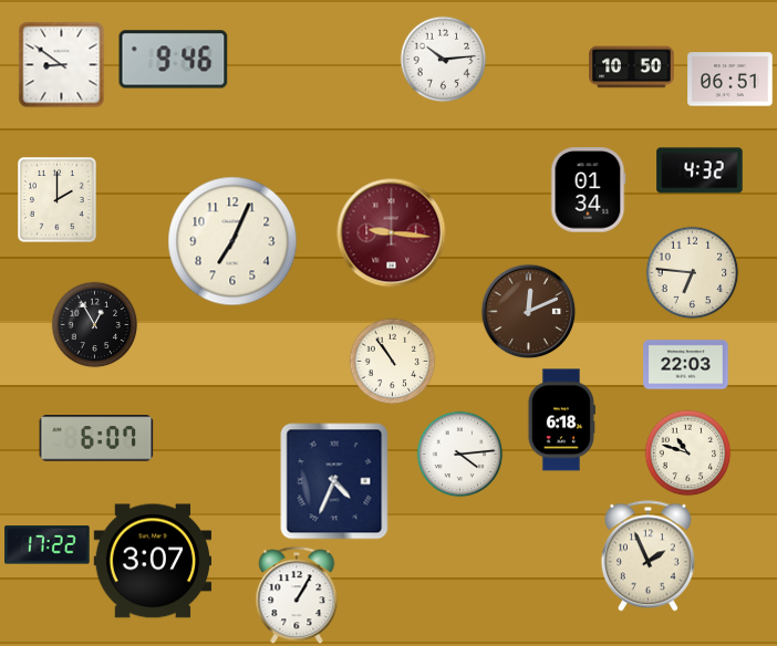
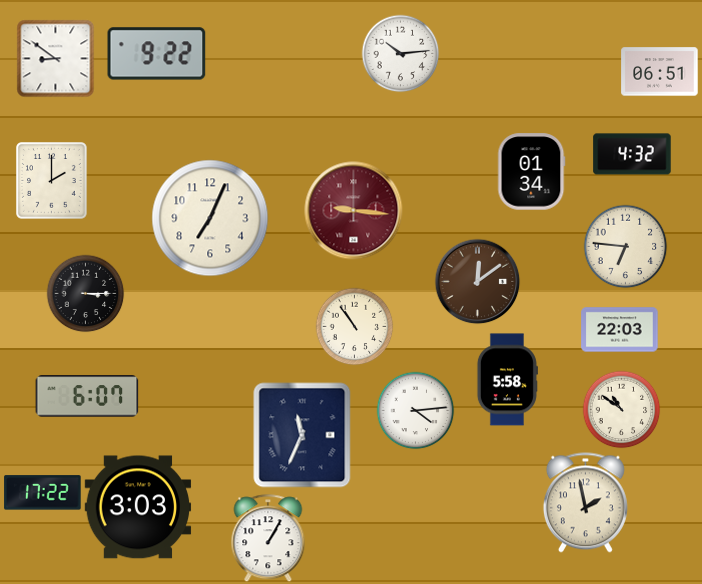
clock at (174, 60): 9:46 -> 9:22
clock at (632, 67): 10:50 -> none
clock at (528, 311): 12:11 -> 12:09
clock at (94, 324): 12:55 -> 3:15
clock at (561, 420): 6:18 -> 5:58
clock at (687, 452): 10:48 -> 10:51
clock at (334, 481): 4:34 -> 11:34
clock at (647, 556): 1:56 -> 1:58
clock at (153, 561): 3:07 -> 3:03
